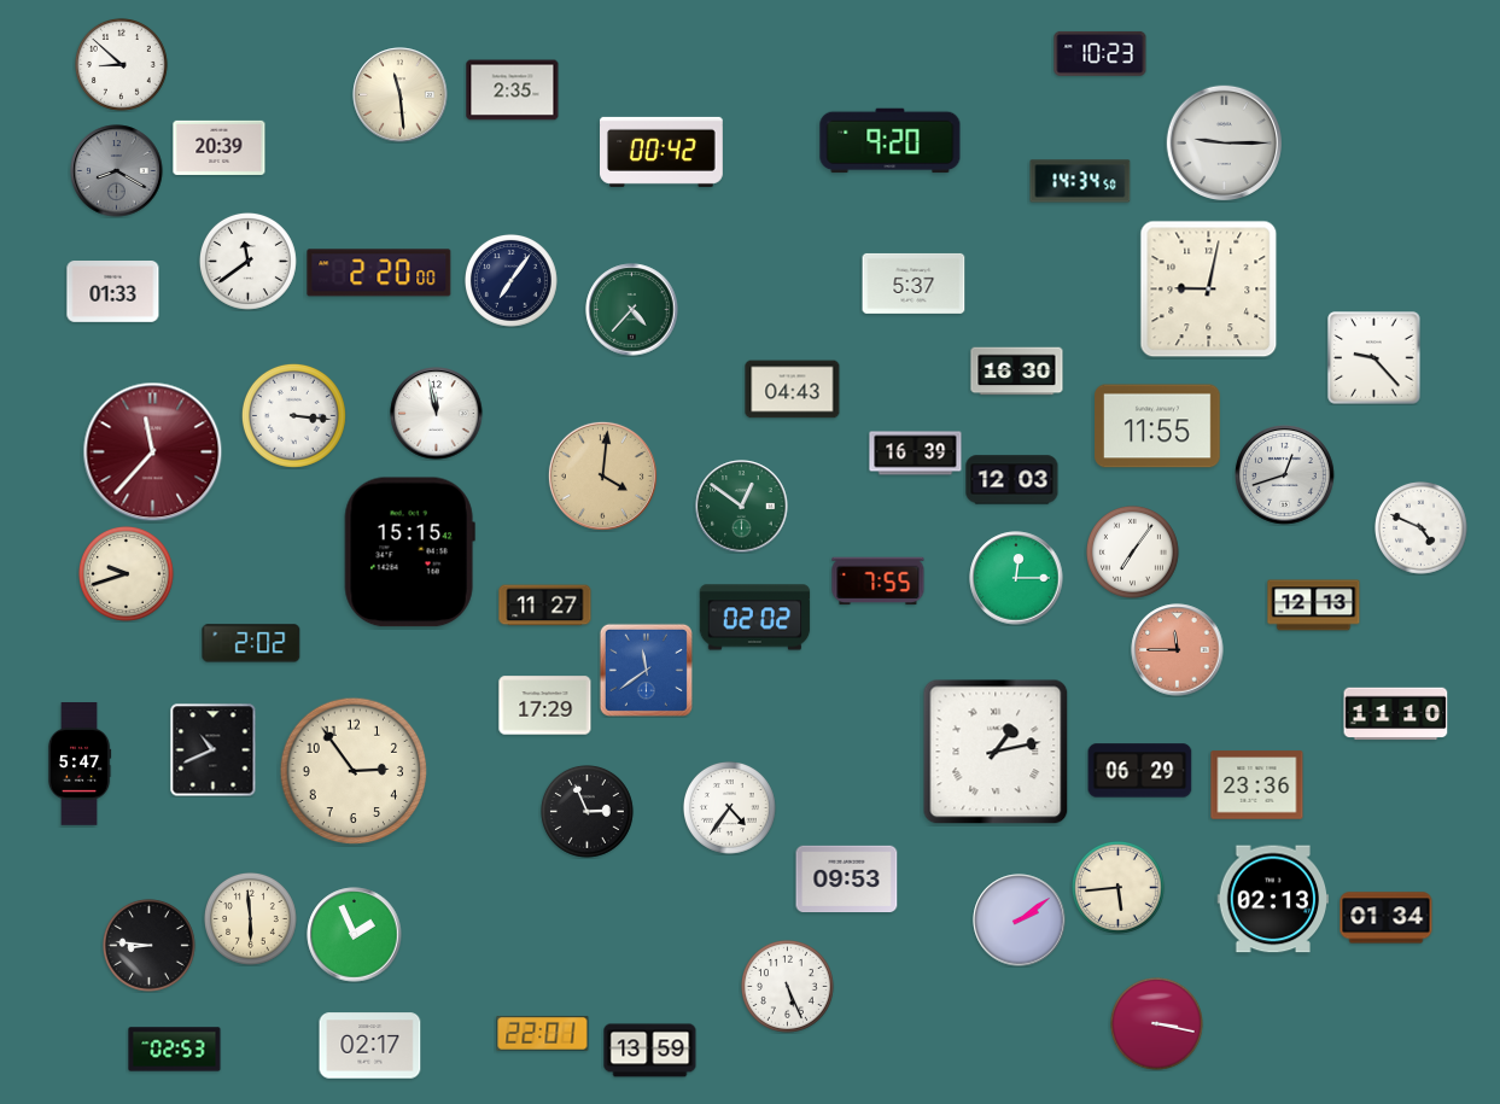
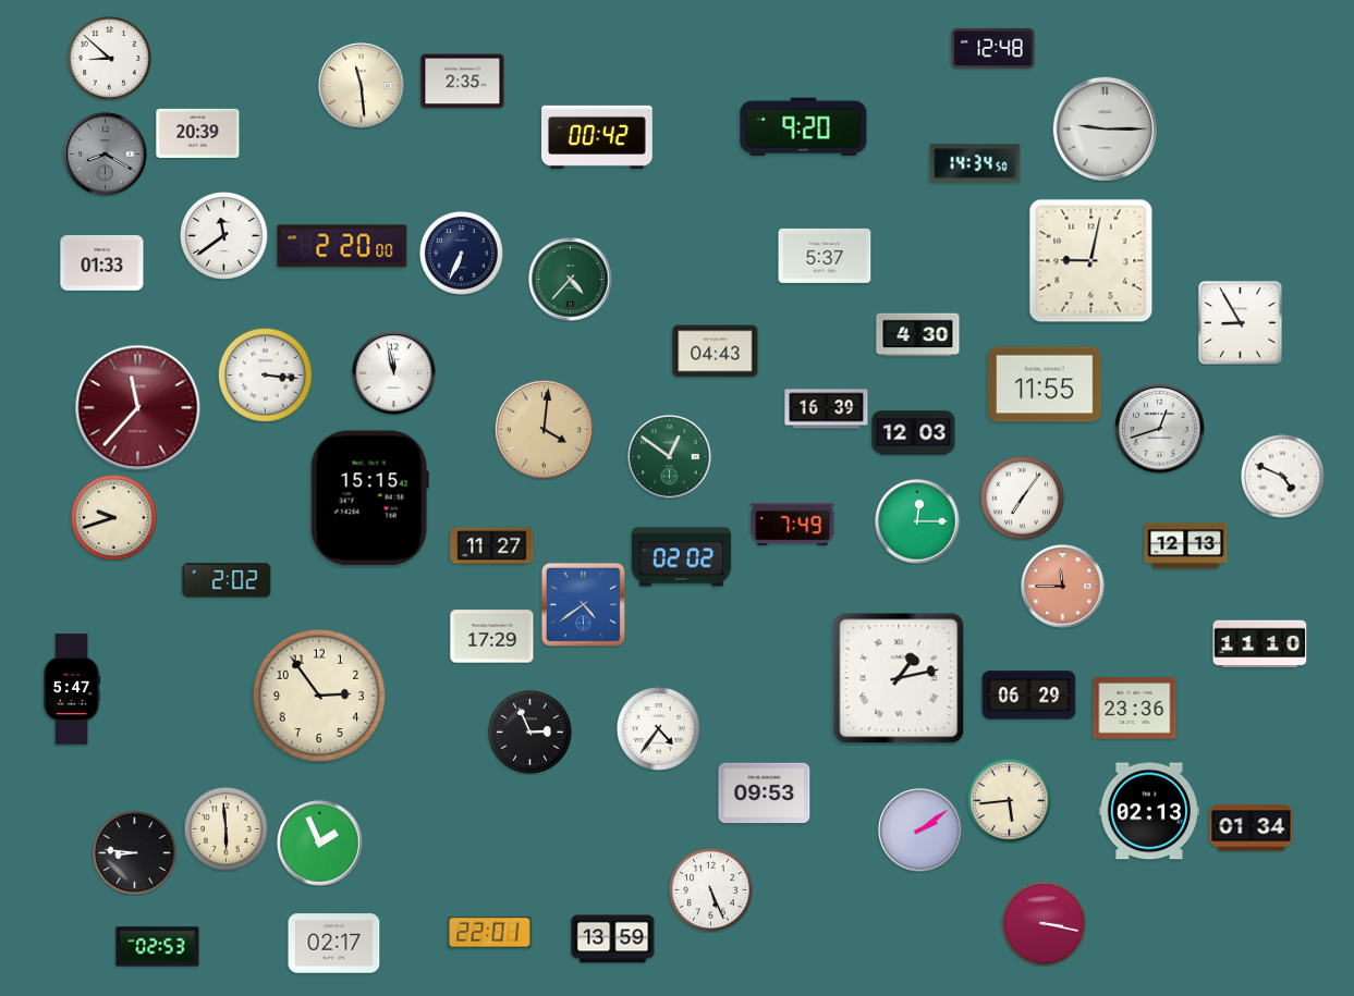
clock at (1101, 53): 10:23 -> 12:48
clock at (512, 281): 7:06 -> 6:34
clock at (1374, 358): 9:23 -> 8:55
clock at (1017, 372): 16:30 -> 4:30
clock at (879, 582): 7:55 -> 7:49
clock at (646, 670): 11:39 -> 4:39
clock at (214, 750): 10:41 -> none
clock at (650, 1051) position: (650, 1051) -> (613, 939)
